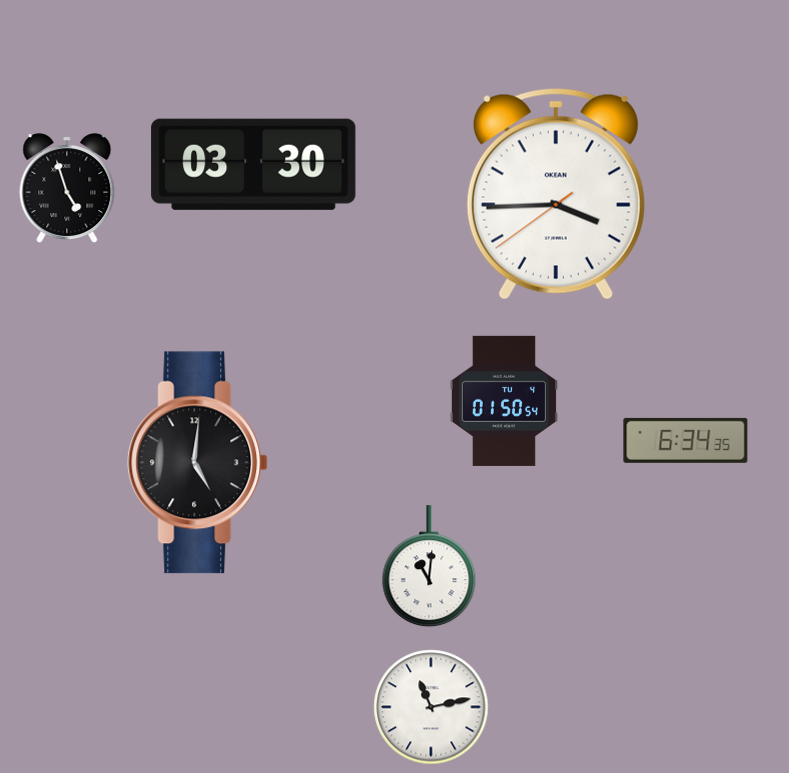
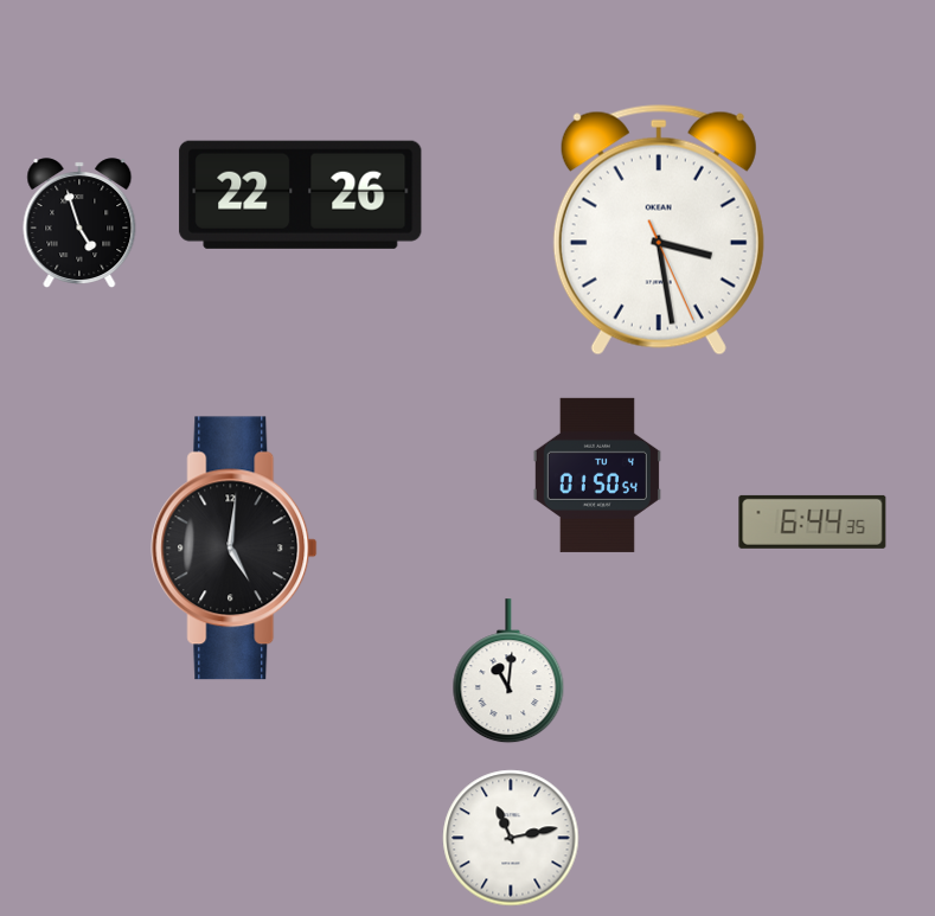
clock at (254, 164): 03:30 -> 22:26
clock at (556, 194): 3:44 -> 3:28
clock at (686, 440): 6:34 -> 6:44
